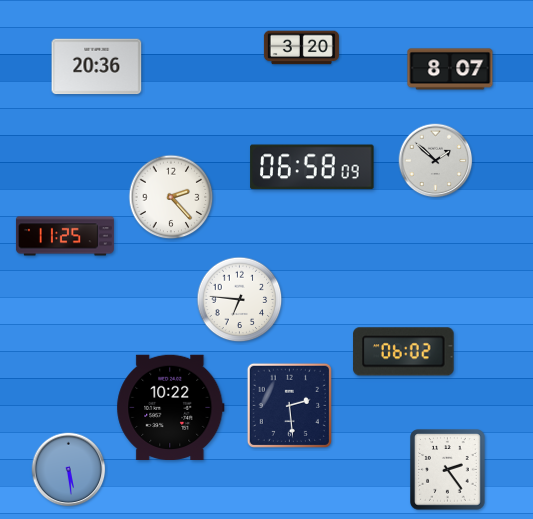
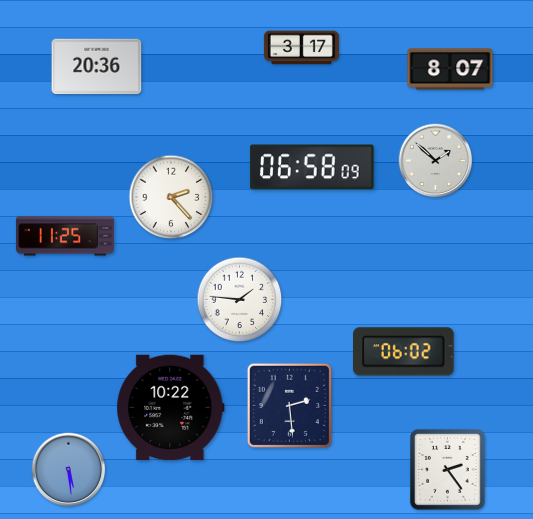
clock at (301, 48): 3:20 -> 3:17
clock at (240, 300): 6:46 -> 1:46
